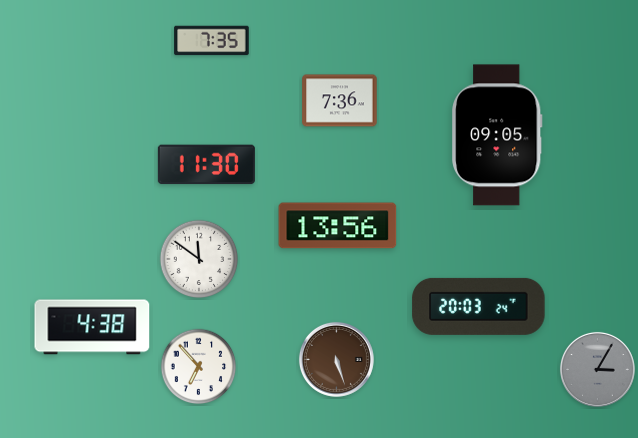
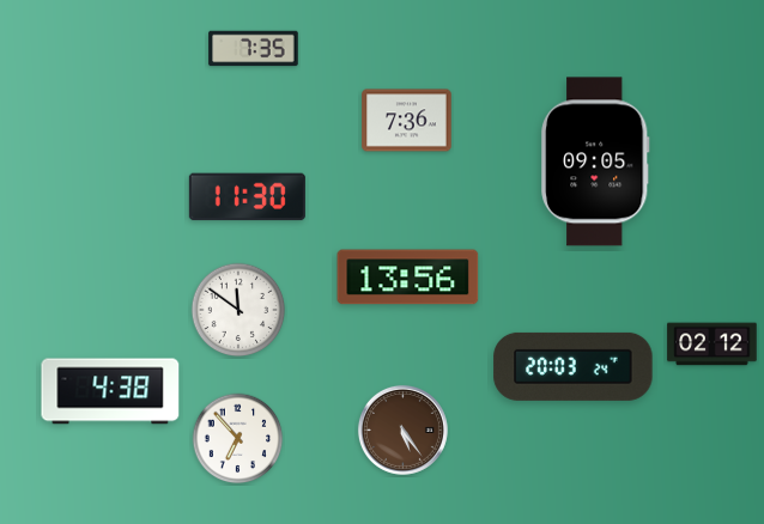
clock at (338, 226) position: (338, 226) -> (408, 278)
clock at (713, 345): none -> 02:12
clock at (336, 359): 5:27 -> 5:24
clock at (597, 369): 3:05 -> none
